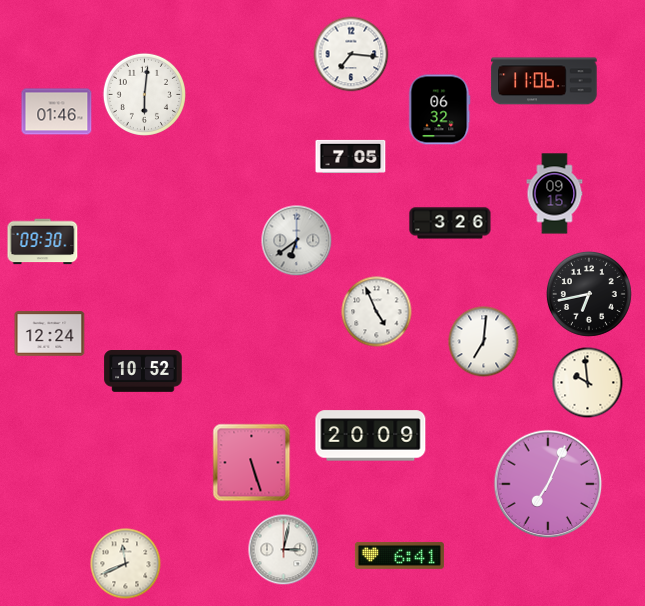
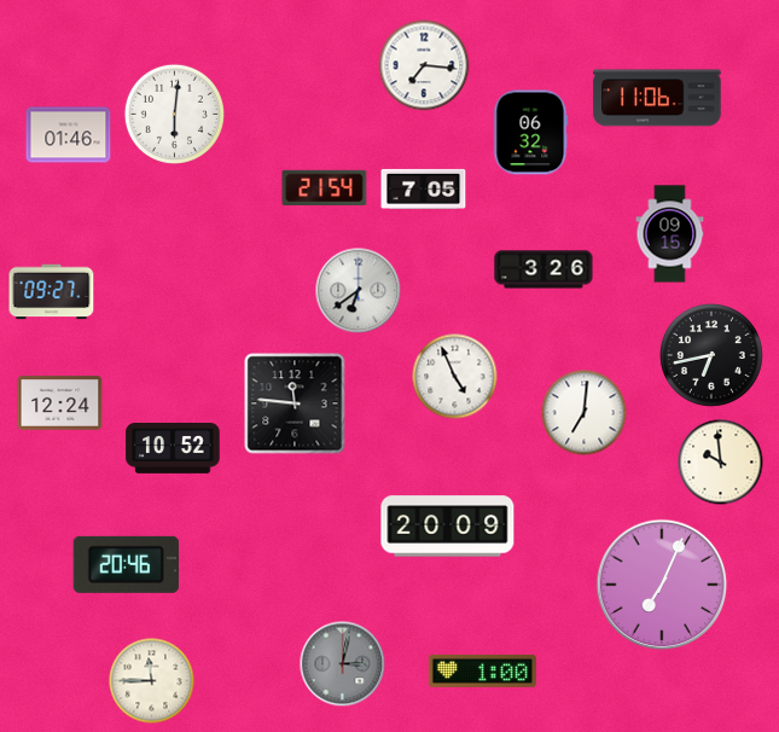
clock at (325, 188): none -> 21:54
clock at (43, 242): 09:30 -> 09:27
clock at (295, 403): none -> 11:46
clock at (588, 383) position: (588, 383) -> (721, 463)
clock at (252, 463): 5:27 -> none
clock at (126, 564): none -> 20:46
clock at (284, 550) dial: white -> grey
clock at (399, 555): 6:41 -> 1:00
clock at (126, 564): 11:41 -> 11:45
